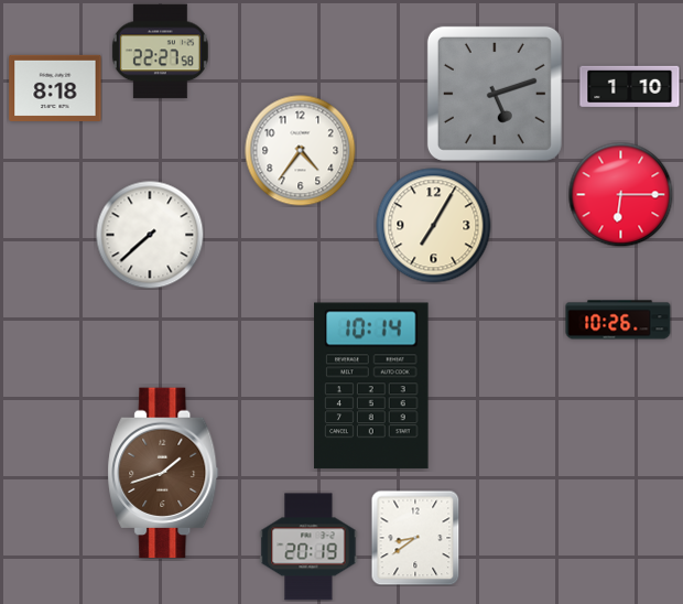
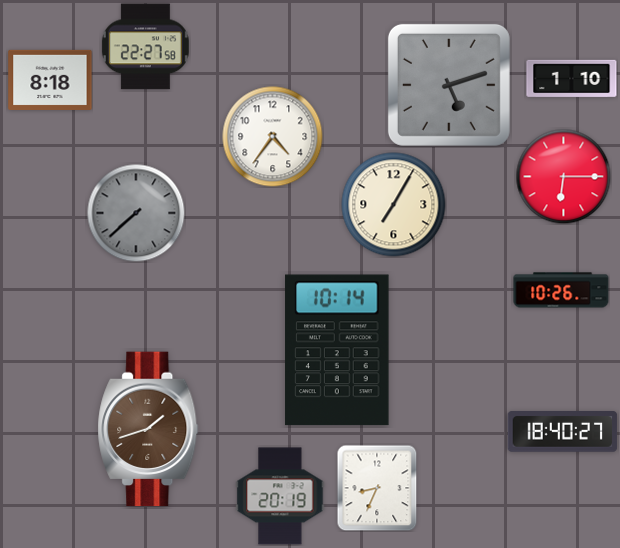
clock at (150, 235) dial: white -> grey
clock at (563, 432): none -> 18:40
clock at (415, 538): 8:39 -> 8:34
